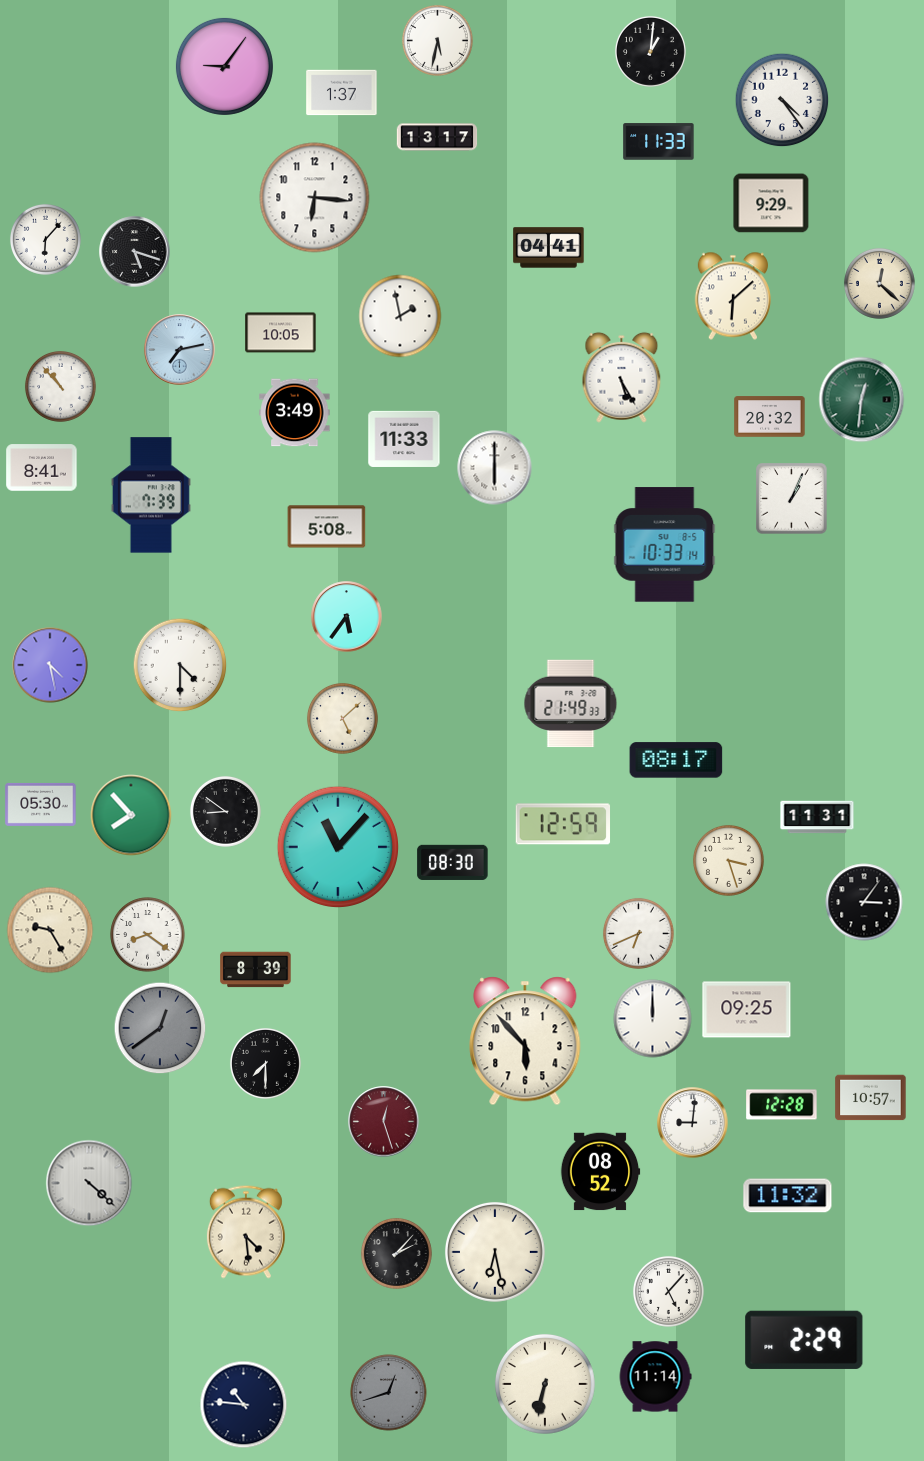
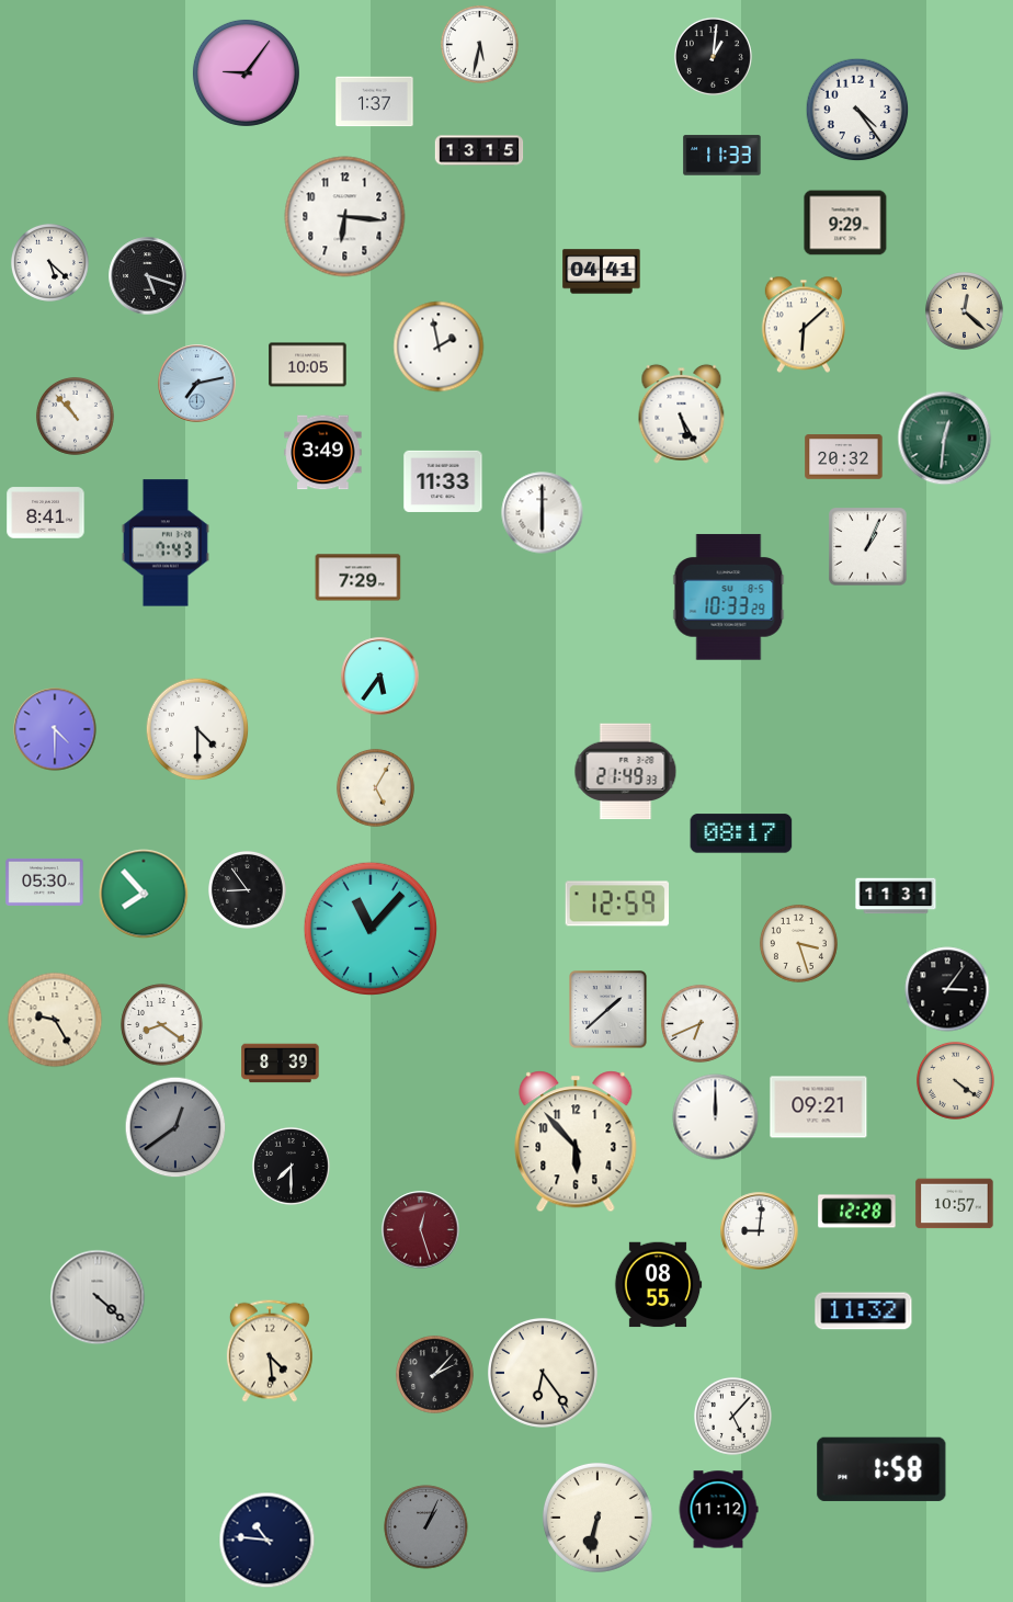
clock at (437, 137): 13:17 -> 13:15
clock at (45, 239): 6:07 -> 5:22
clock at (60, 386) position: (60, 386) -> (75, 416)
clock at (151, 495): 7:39 -> 7:43
clock at (327, 527): 5:08 -> 7:29
clock at (665, 545): 10:33:14 -> 10:33:29
clock at (50, 665): 4:28 -> 4:30
clock at (342, 718): 5:08 -> 5:05
clock at (225, 811): 8:51 -> 8:54
clock at (453, 862): 08:30 -> none
clock at (608, 1010): none -> 1:38
clock at (955, 1080): none -> 4:21
clock at (747, 1010): 09:25 -> 09:21
clock at (600, 1172): 08:52 -> 08:55
clock at (495, 1252): 6:28 -> 6:24
clock at (804, 1340): 2:29 -> 1:58
clock at (655, 1377): 11:14 -> 11:12
clock at (389, 1393): 12:42 -> 1:04
